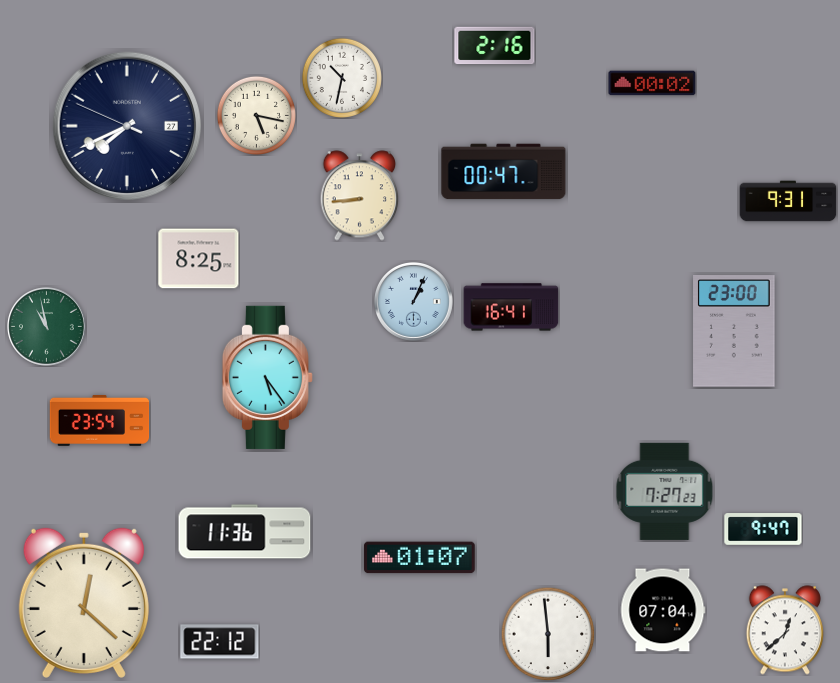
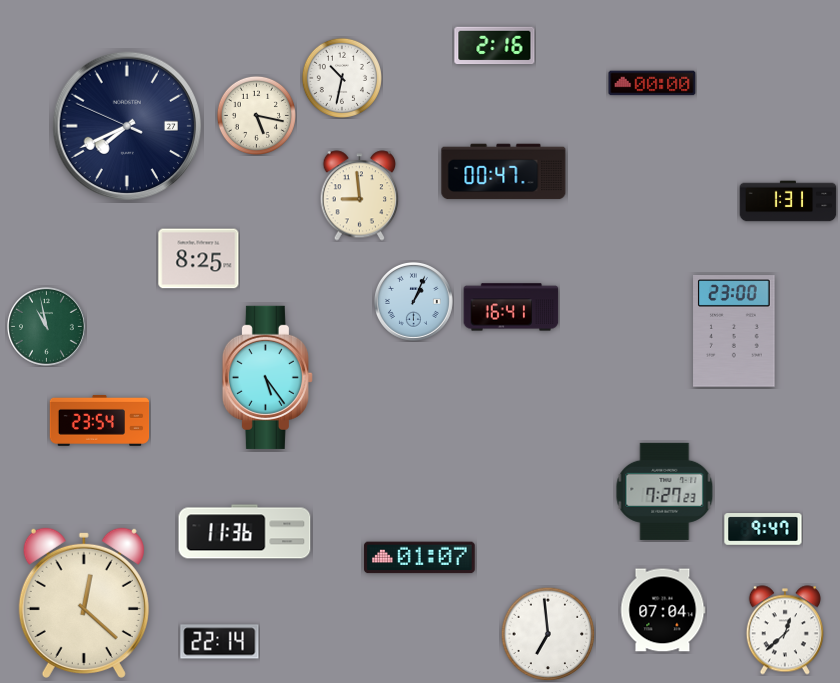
clock at (652, 83): 00:02 -> 00:00
clock at (360, 196): 8:44 -> 8:59
clock at (788, 201): 9:31 -> 1:31
clock at (548, 634): 5:59 -> 6:59
clock at (220, 642): 22:12 -> 22:14
